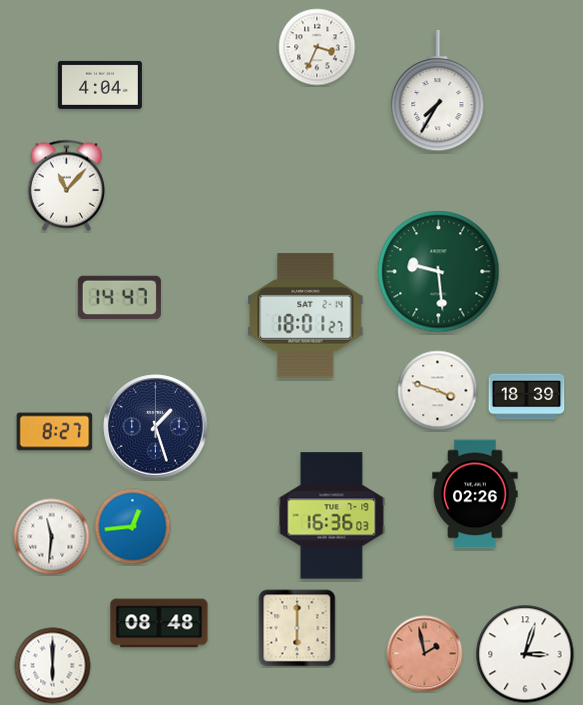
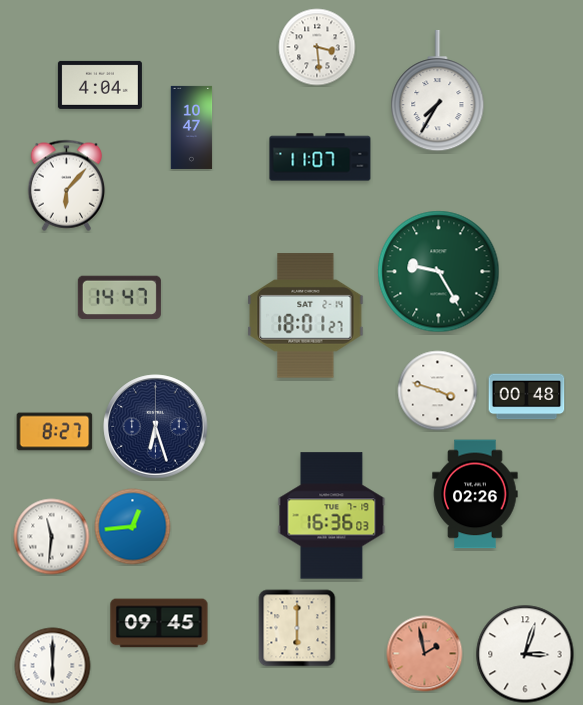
clock at (317, 47): 3:34 -> 3:29
clock at (192, 127): none -> 10:47
clock at (320, 157): none -> 11:07
clock at (67, 185): 11:07 -> 6:07
clock at (439, 272): 9:29 -> 9:25
clock at (527, 397): 18:39 -> 00:48
clock at (156, 427): 1:27 -> 6:27
clock at (159, 623): 08:48 -> 09:45
